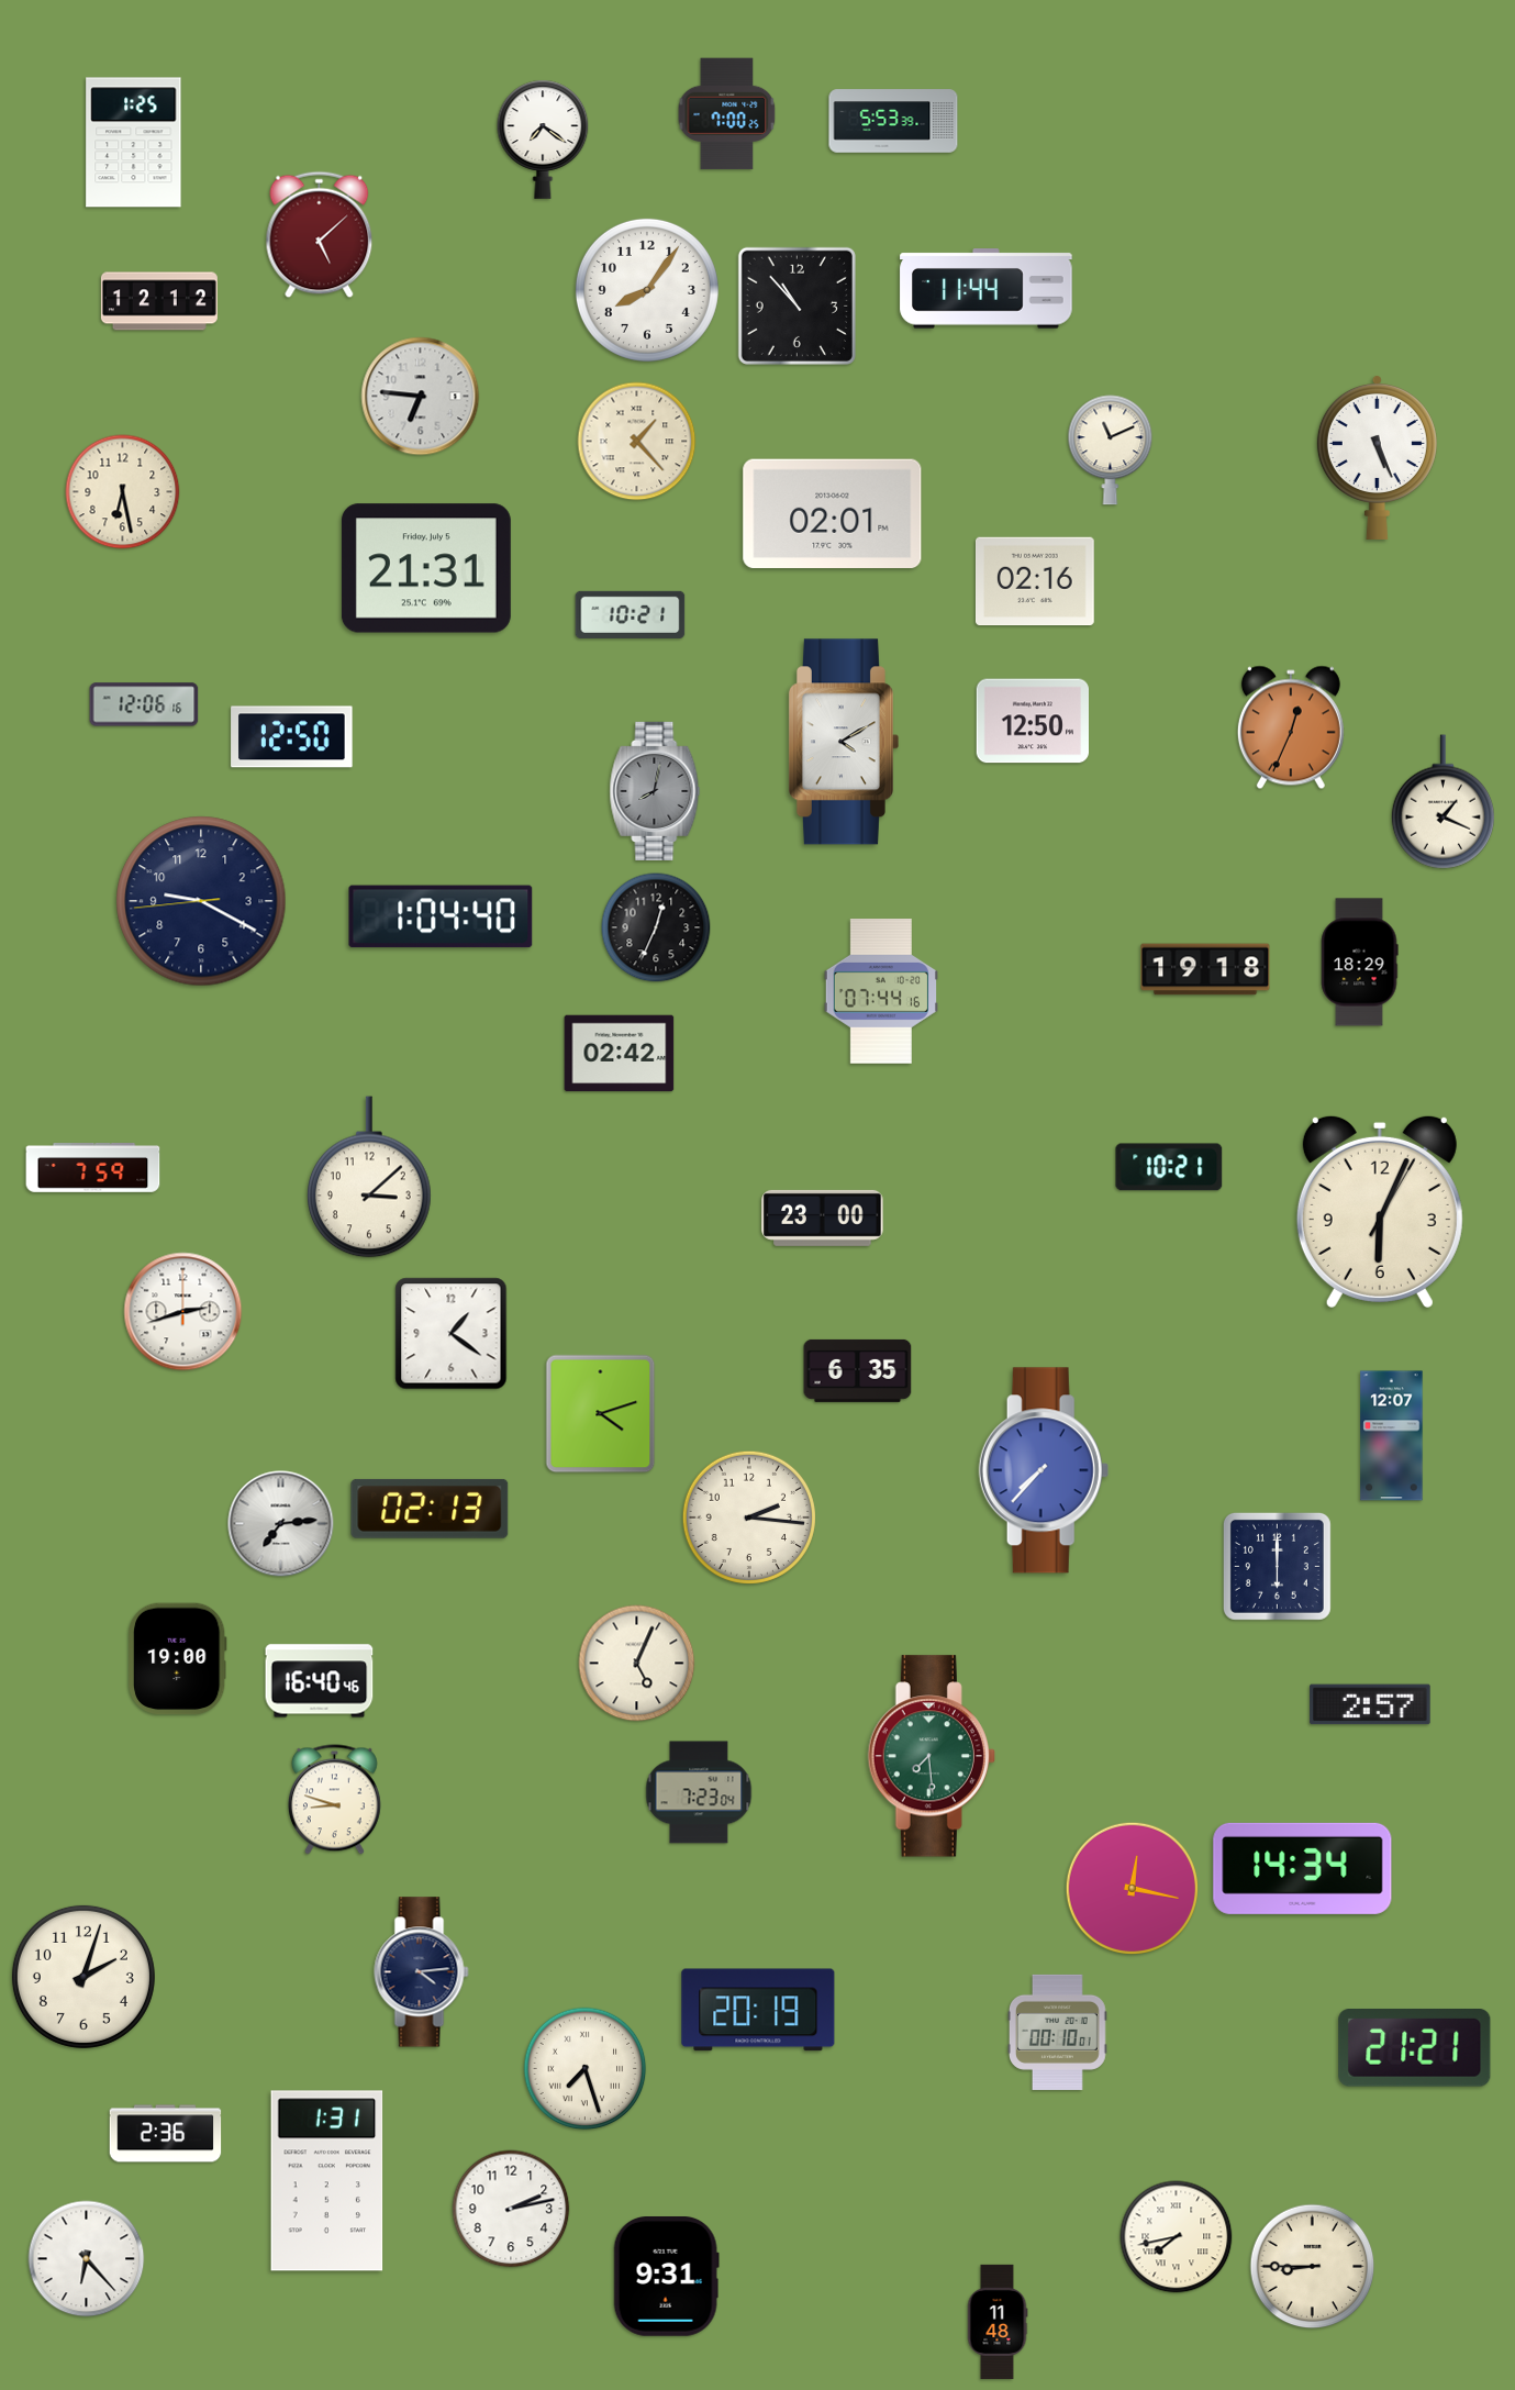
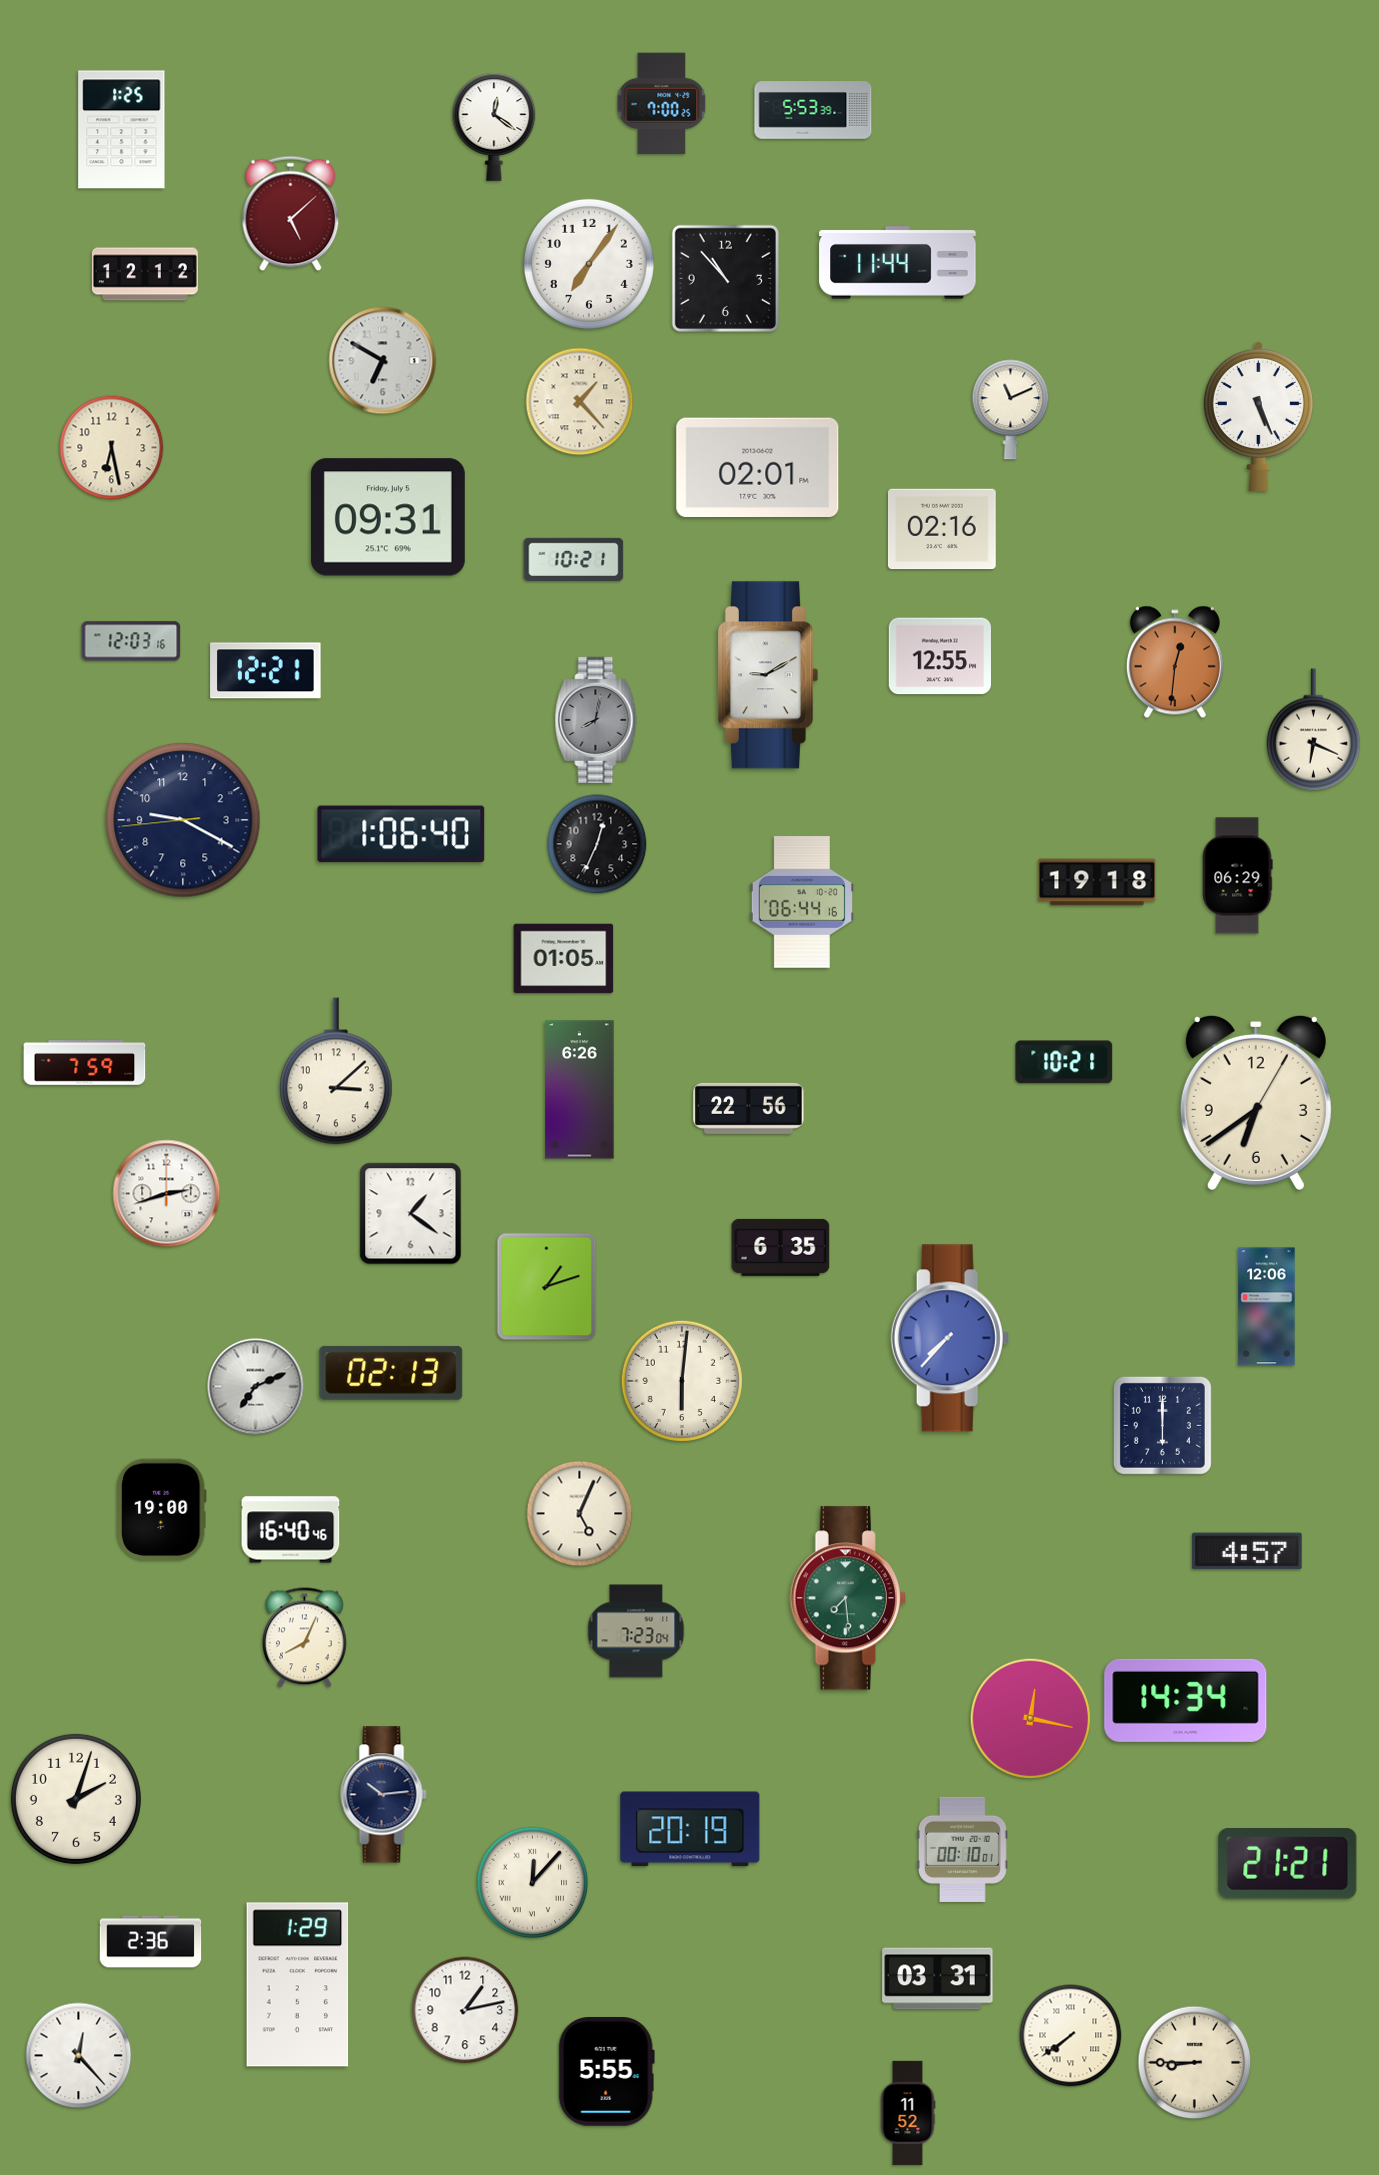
clock at (543, 140): 7:21 -> 12:21
clock at (647, 290): 8:06 -> 7:06
clock at (421, 397): 6:46 -> 6:50
clock at (1377, 457) position: (1377, 457) -> (1258, 416)
clock at (426, 568): 21:31 -> 09:31
clock at (144, 704): 12:06 -> 12:03
clock at (1033, 721): 12:50 -> 12:55
clock at (1291, 727): 12:34 -> 12:31
clock at (292, 737): 12:50 -> 12:21
clock at (844, 742): 4:10 -> 9:10
clock at (1442, 802): 1:19 -> 6:19
clock at (441, 916): 1:04 -> 1:06
clock at (1359, 963): 18:29 -> 06:29
clock at (881, 992): 07:44 -> 06:44
clock at (620, 1054): 02:42 -> 01:05
clock at (580, 1090): none -> 6:26
clock at (1380, 1211): 6:04 -> 6:39
clock at (823, 1218): 23:00 -> 22:56
clock at (601, 1414): 4:12 -> 1:12
clock at (1392, 1436): 12:07 -> 12:06
clock at (749, 1518): 2:16 -> 6:01
clock at (281, 1524): 7:14 -> 7:11
clock at (1370, 1704): 2:57 -> 4:57
clock at (334, 1800): 8:48 -> 8:04
clock at (422, 1972): 4:14 -> 10:14
clock at (586, 2069): 7:27 -> 12:07
clock at (938, 1979): none -> 03:31
clock at (327, 2181): 1:31 -> 1:29
clock at (511, 2209): 2:13 -> 1:13
clock at (1177, 2237): 7:43 -> 7:39
clock at (87, 2259): 6:23 -> 12:23
clock at (666, 2277): 9:31 -> 5:55
clock at (998, 2322): 11:48 -> 11:52
